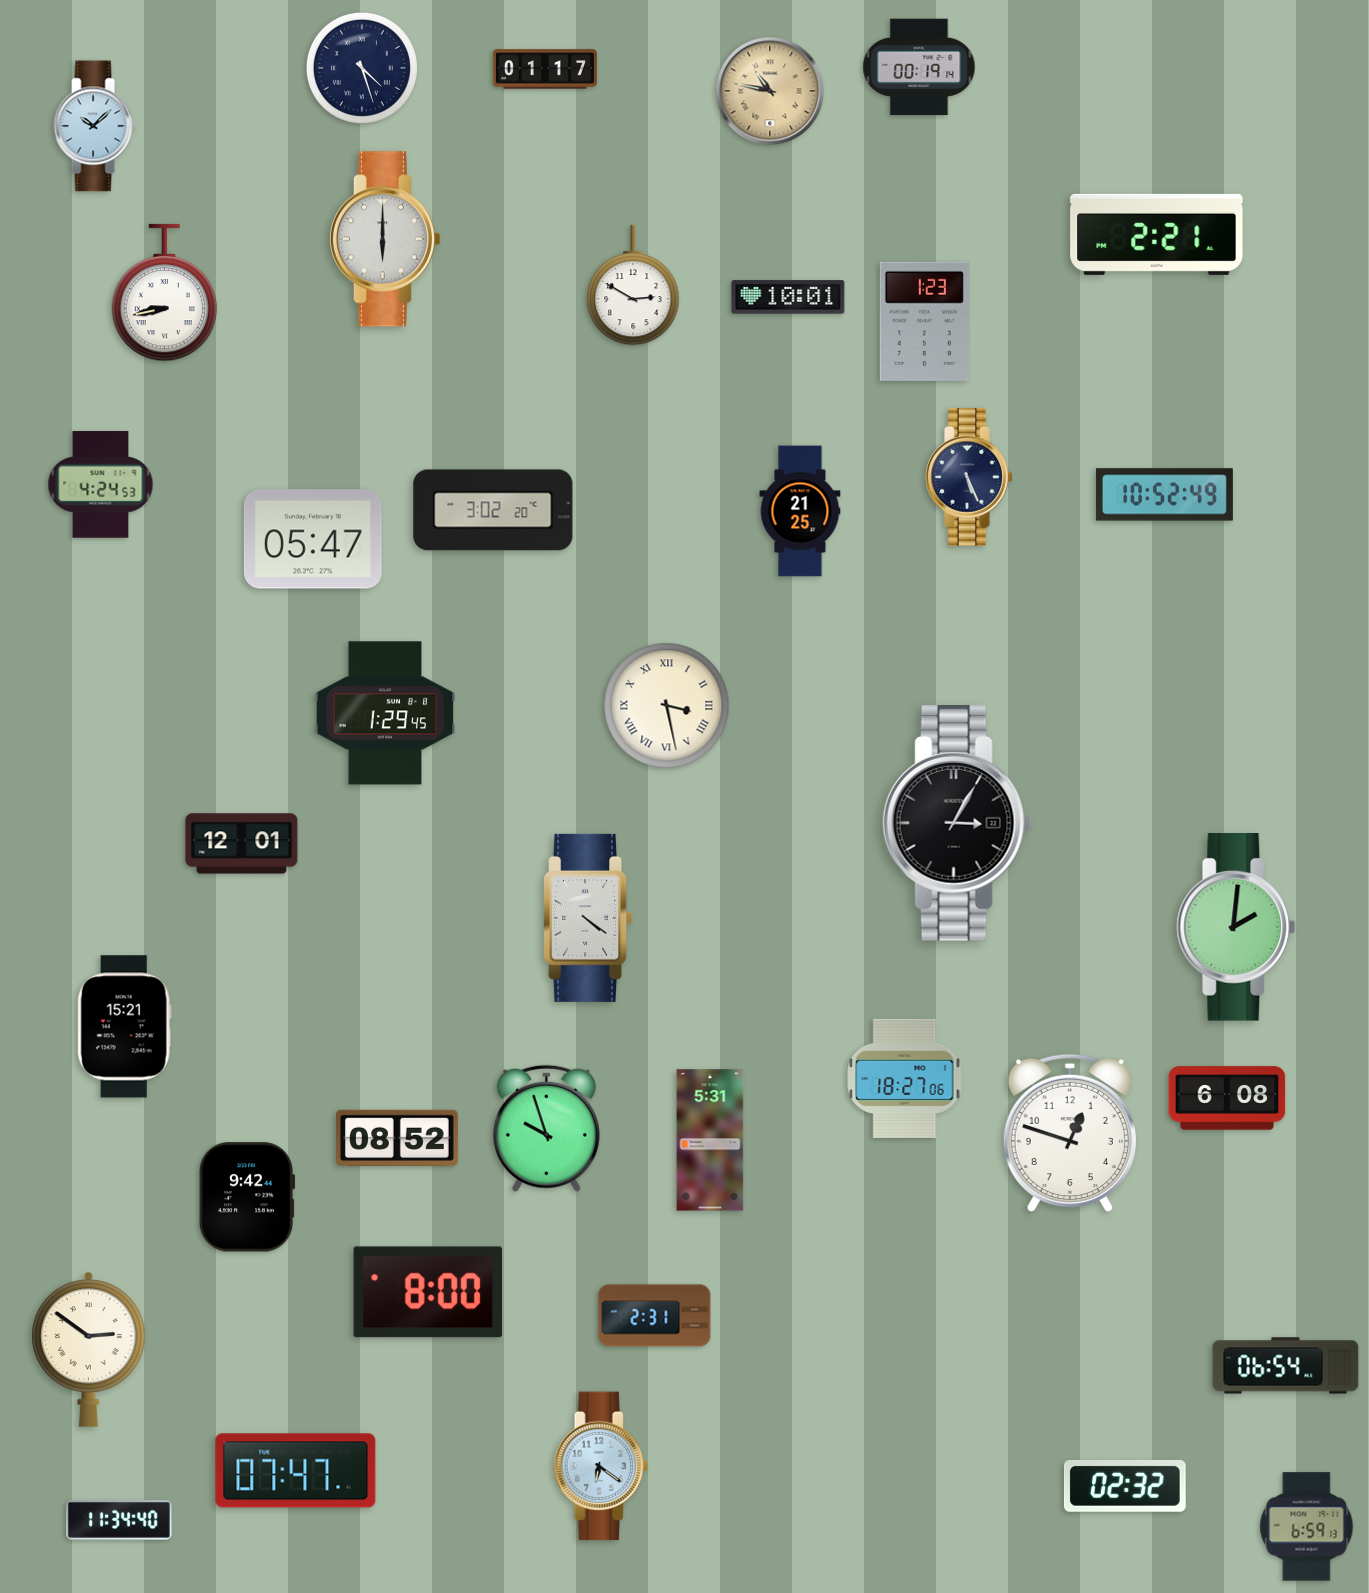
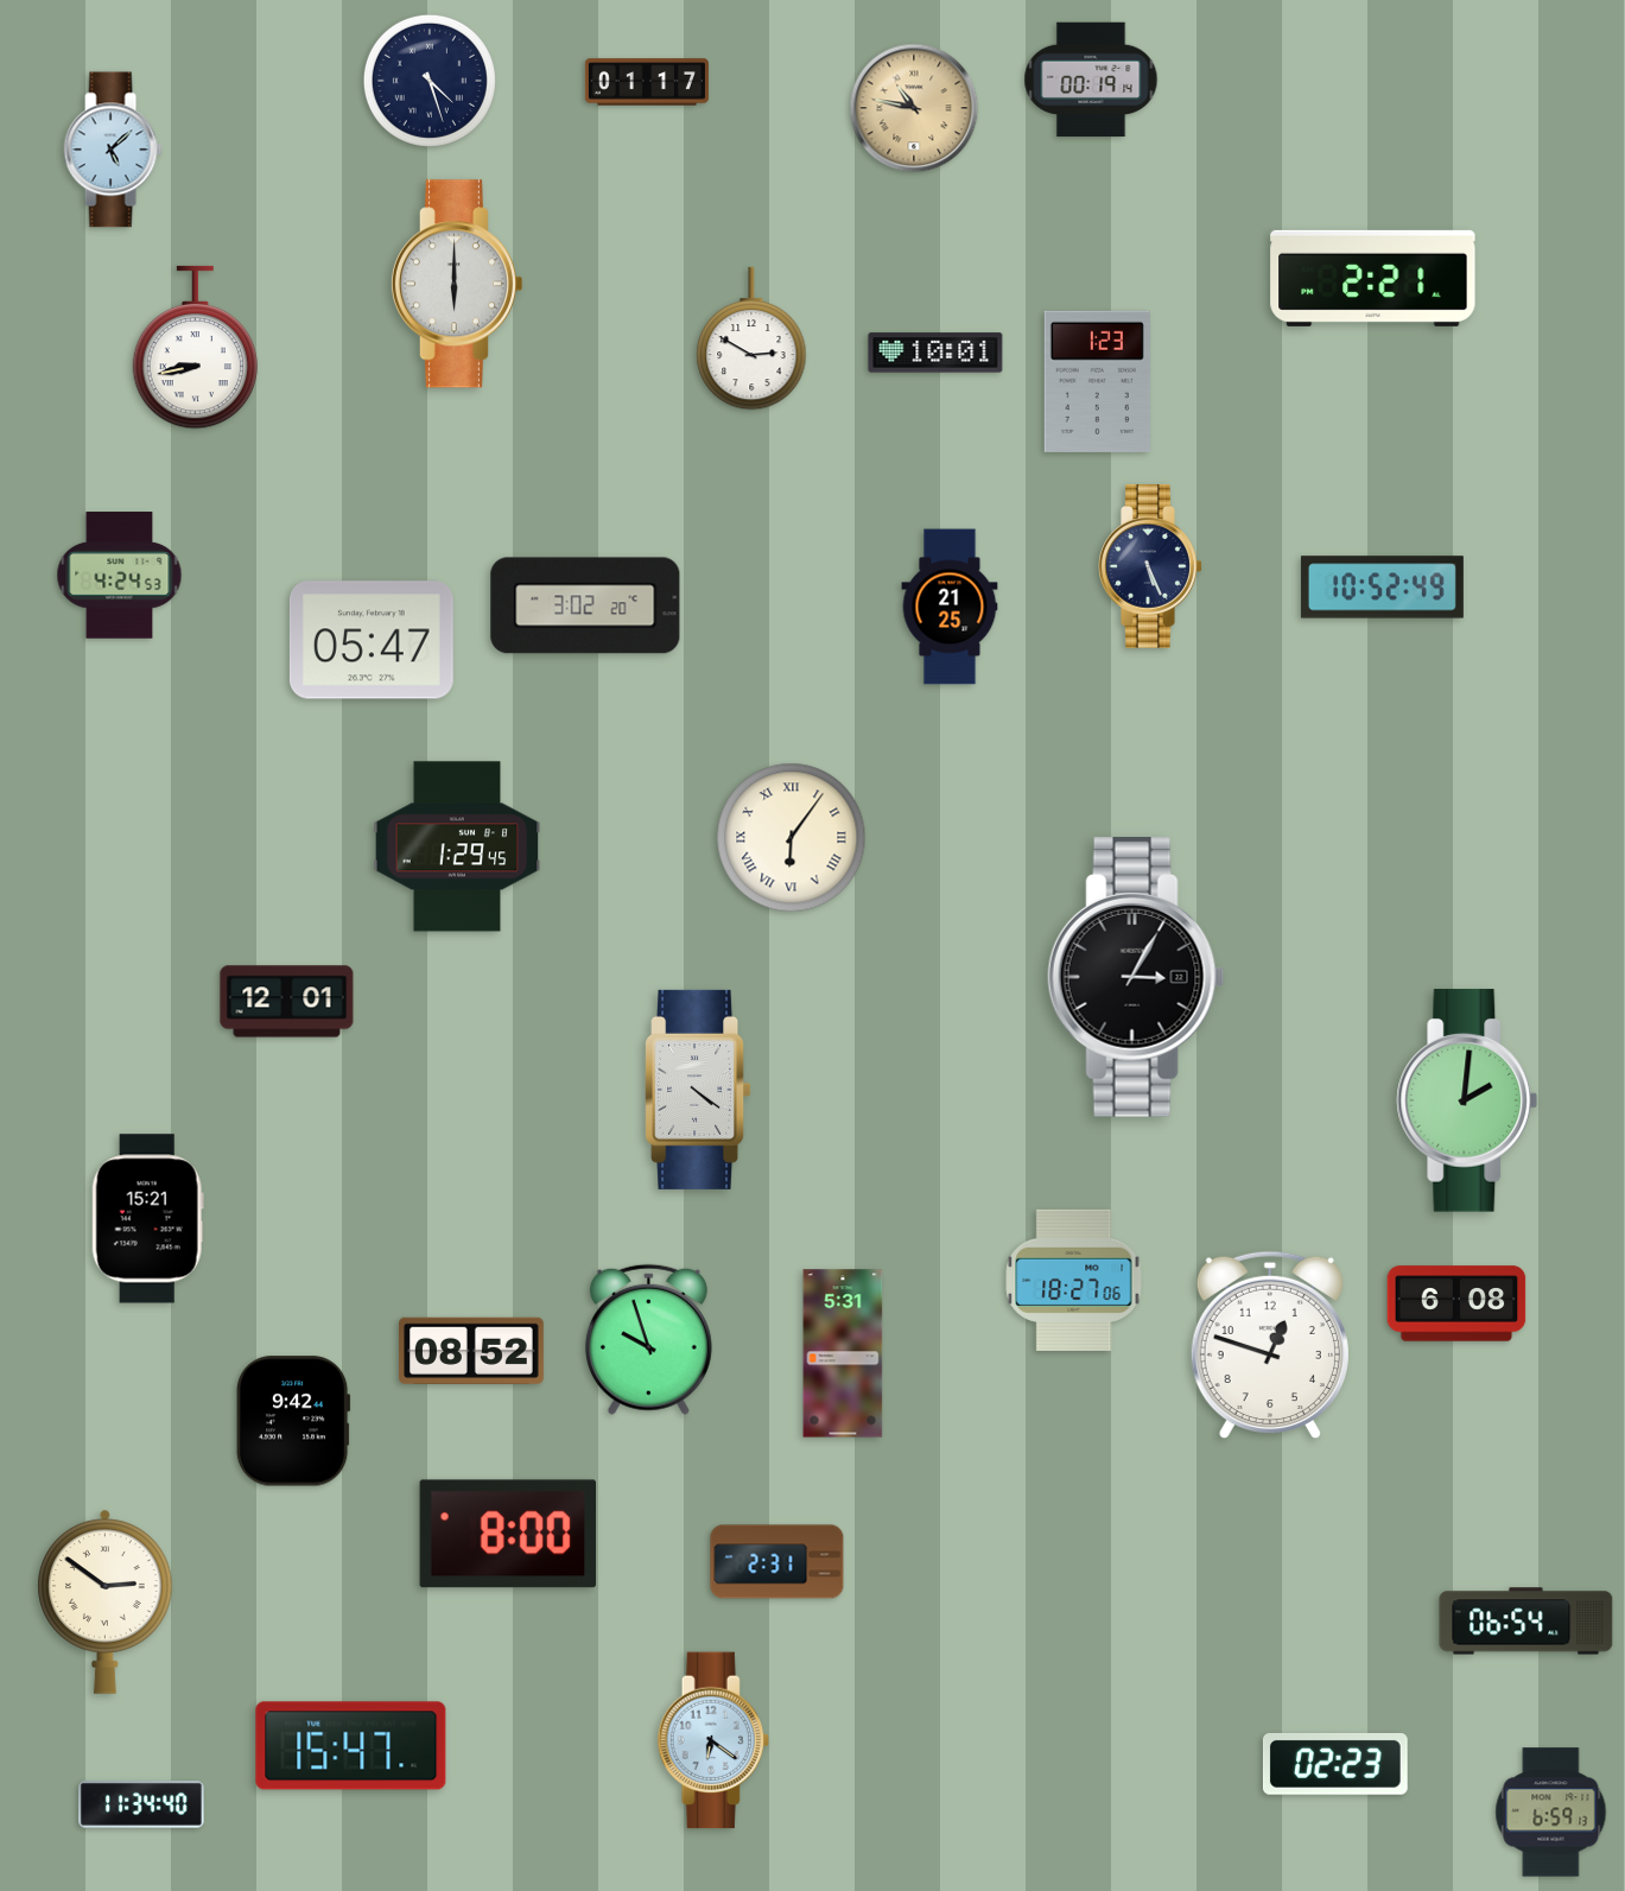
clock at (95, 126): 10:08 -> 5:08
clock at (667, 706): 3:28 -> 6:06
clock at (296, 1471): 07:47 -> 15:47
clock at (1125, 1486): 02:32 -> 02:23
